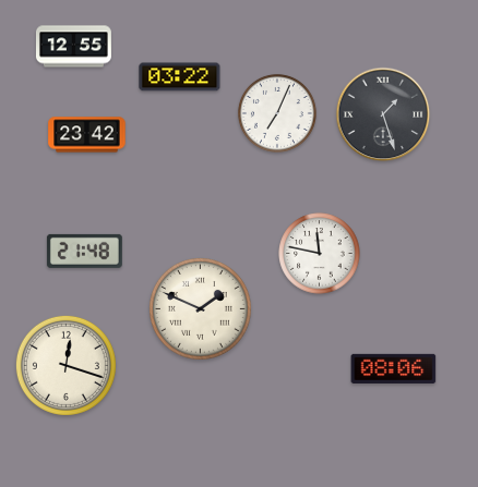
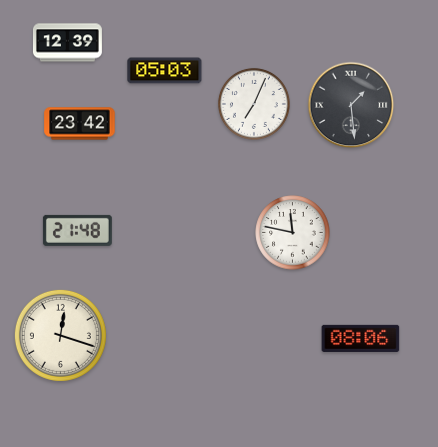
clock at (73, 47): 12:55 -> 12:39
clock at (180, 77): 03:22 -> 05:03
clock at (383, 114): 1:27 -> 1:29
clock at (201, 309): 1:49 -> none
